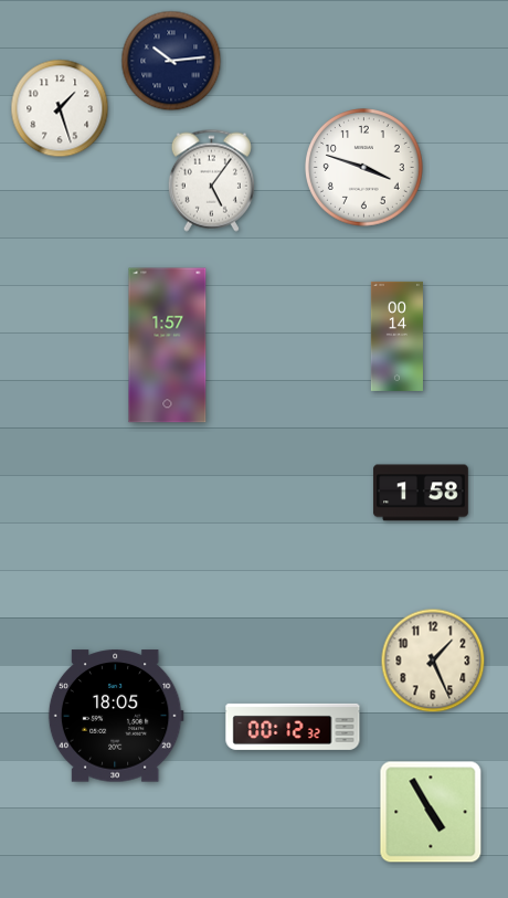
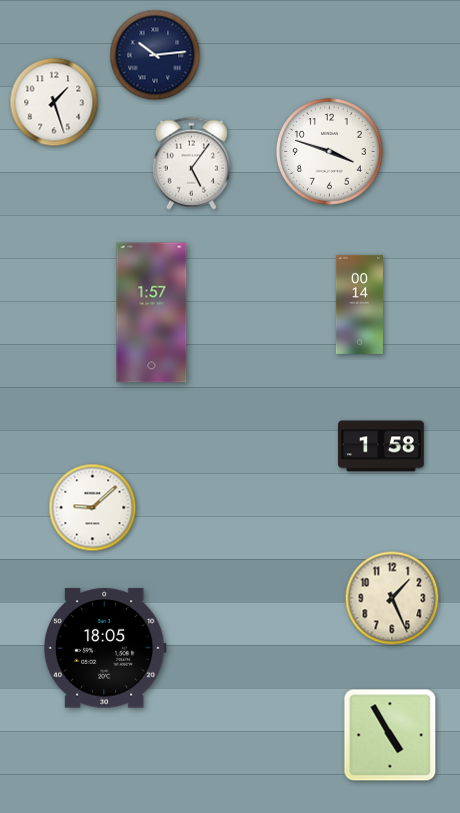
clock at (60, 108) position: (60, 108) -> (54, 102)
clock at (93, 508): none -> 9:08
clock at (293, 727): 00:12 -> none
